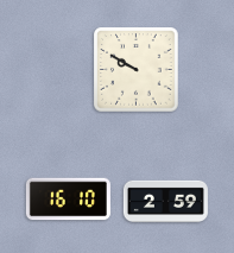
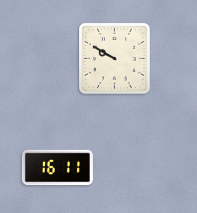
clock at (68, 200): 16:10 -> 16:11
clock at (165, 201): 2:59 -> none
